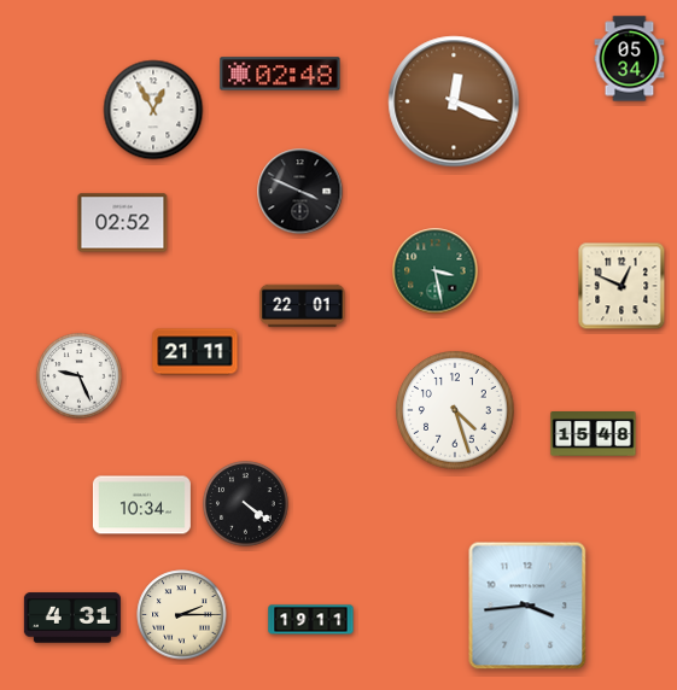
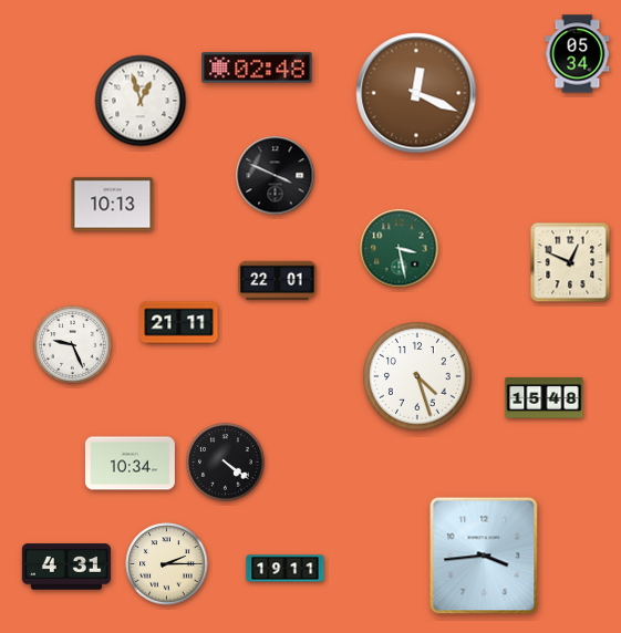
clock at (153, 110): 12:55 -> 12:57
clock at (123, 223): 02:52 -> 10:13
